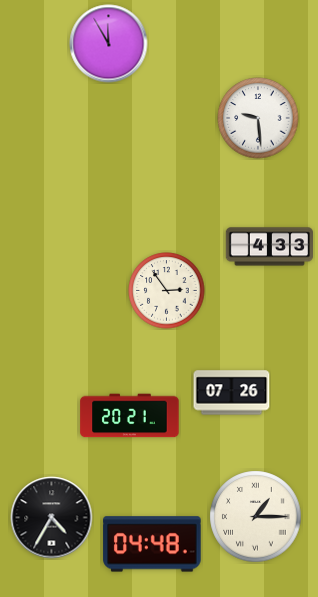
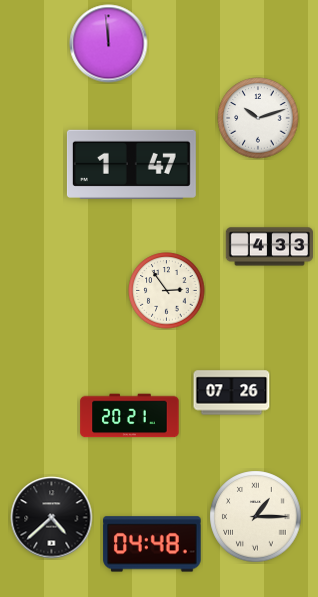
clock at (109, 44): 11:55 -> 11:59
clock at (258, 118): 9:29 -> 10:12
clock at (131, 164): none -> 1:47
clock at (52, 518): 4:35 -> 4:38
